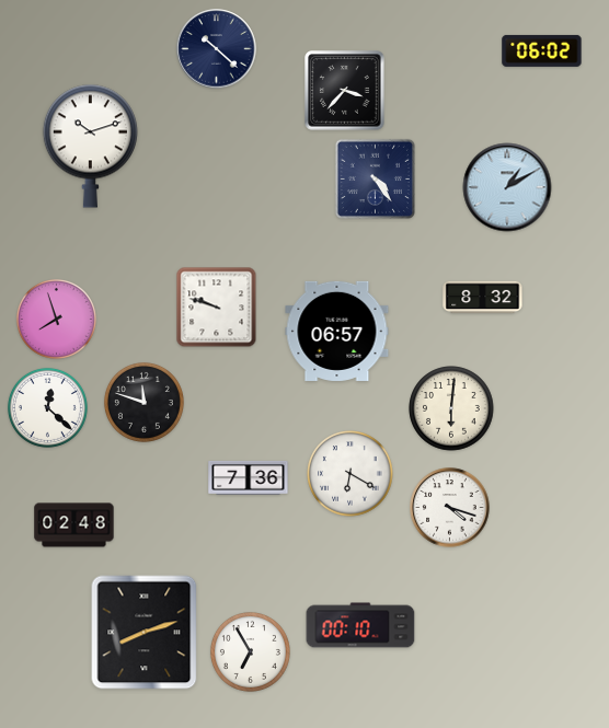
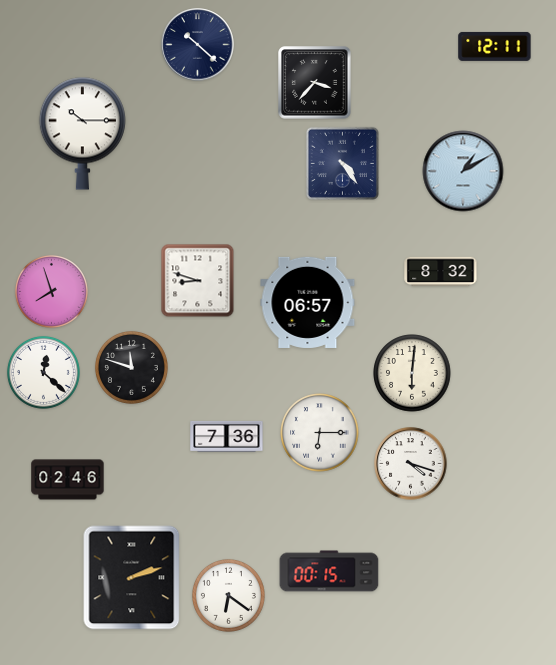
clock at (542, 50): 06:02 -> 12:11
clock at (90, 146): 10:12 -> 10:15
clock at (217, 308): 9:48 -> 8:48
clock at (351, 474): 6:20 -> 6:15
clock at (74, 525): 02:48 -> 02:46
clock at (360, 625): 00:10 -> 00:15
clock at (145, 633): 8:12 -> 2:12
clock at (250, 651): 6:55 -> 6:21
